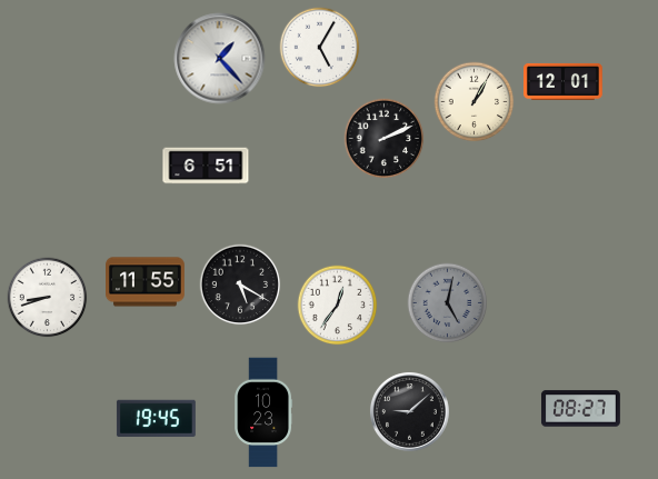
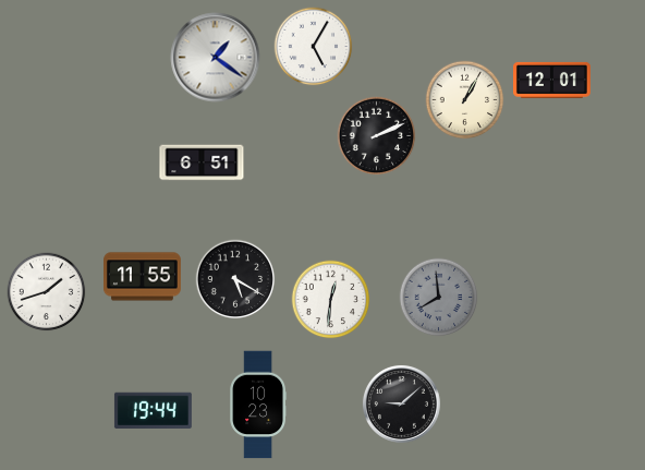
clock at (220, 59): 1:23 -> 1:21
clock at (48, 298): 8:42 -> 1:42
clock at (448, 303): 5:02 -> 7:59
clock at (338, 306): 12:36 -> 12:31
clock at (580, 409): 08:27 -> none
clock at (156, 418): 19:45 -> 19:44
